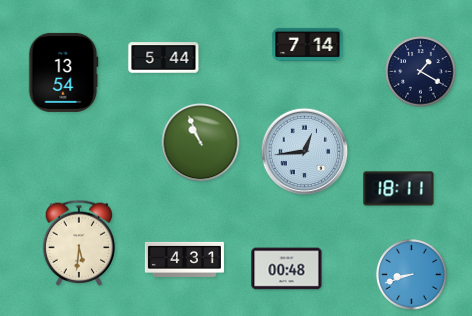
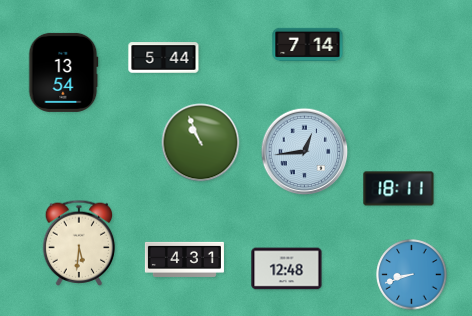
clock at (421, 72): 1:20 -> none
clock at (287, 269): 00:48 -> 12:48
